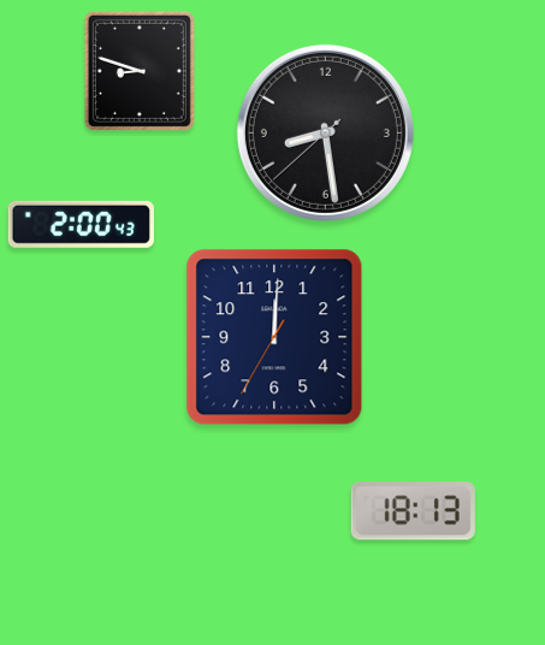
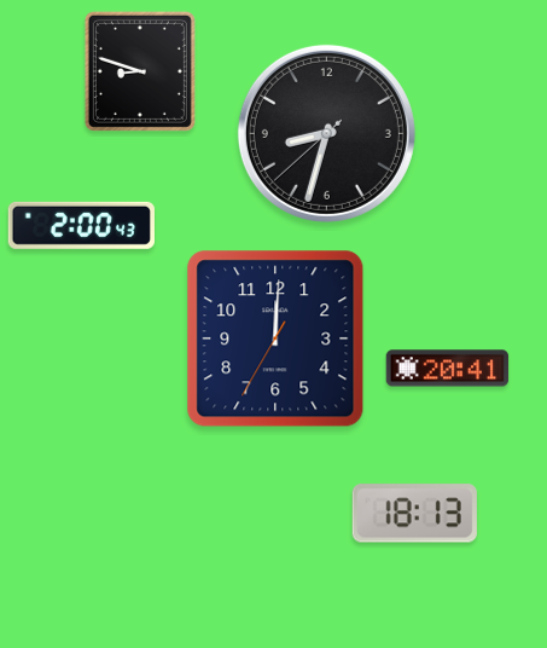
clock at (325, 132): 8:28 -> 8:32
clock at (448, 369): none -> 20:41
